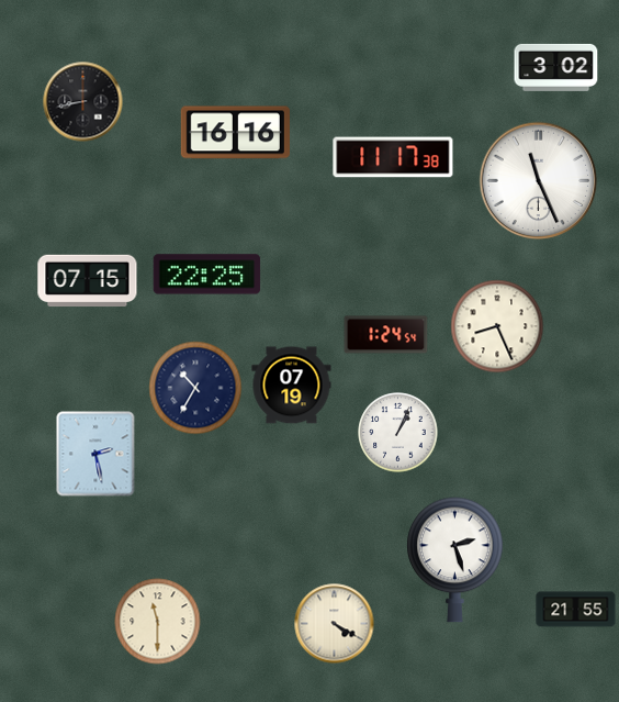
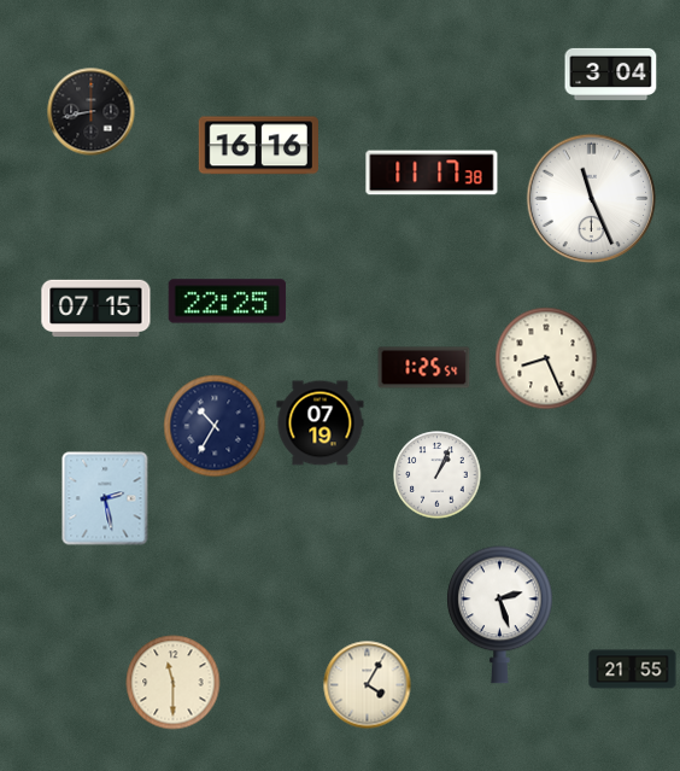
clock at (556, 67): 3:02 -> 3:04
clock at (386, 335): 1:24 -> 1:25
clock at (335, 624): 4:20 -> 4:05
